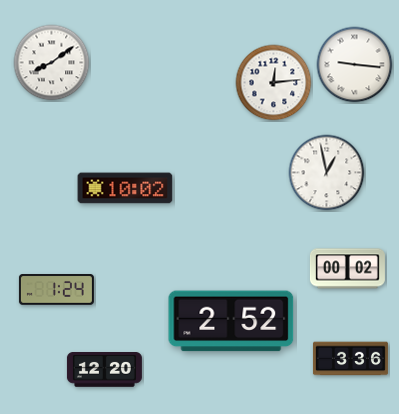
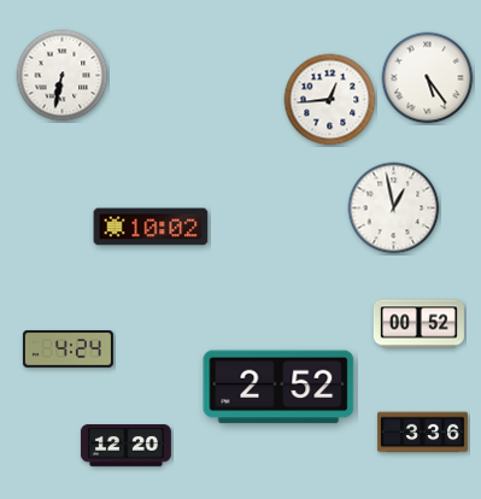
clock at (52, 63): 8:09 -> 6:32
clock at (355, 65): 9:16 -> 5:24
clock at (274, 83): 12:14 -> 12:44
clock at (347, 269): 00:02 -> 00:52
clock at (56, 290): 1:24 -> 4:24
